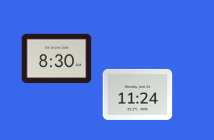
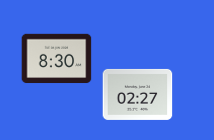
clock at (138, 94): 11:24 -> 02:27
